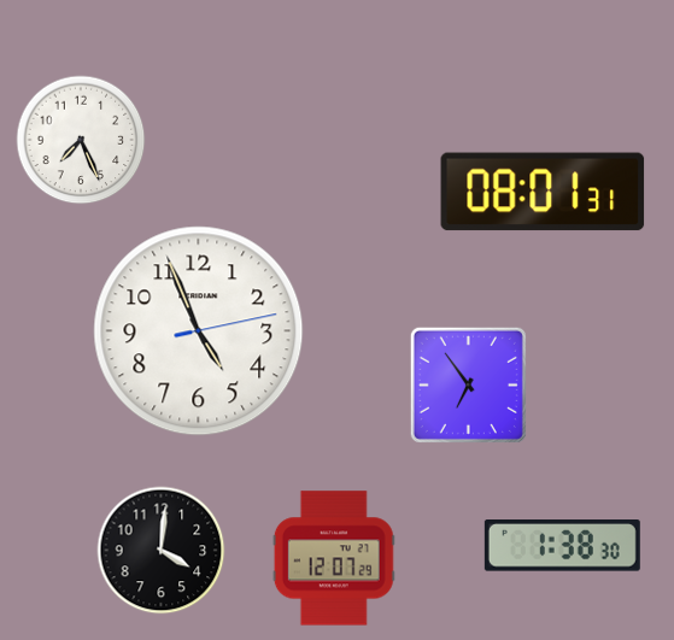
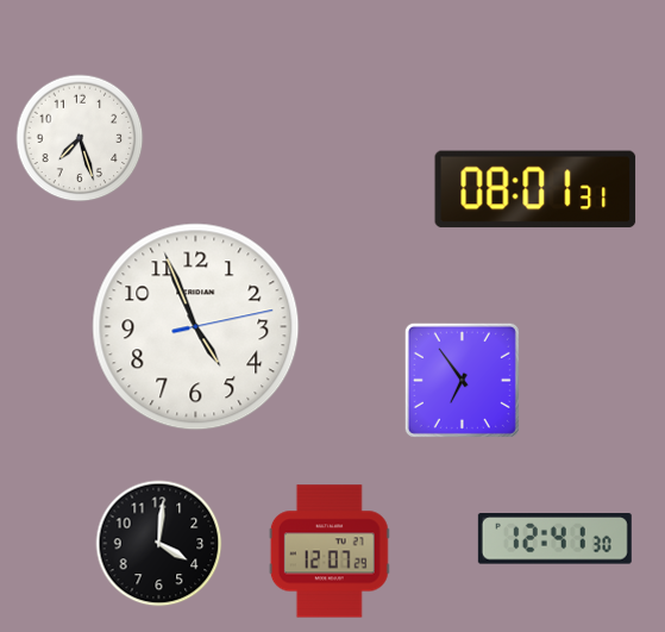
clock at (81, 140): 7:26 -> 7:27
clock at (562, 546): 1:38 -> 12:41
